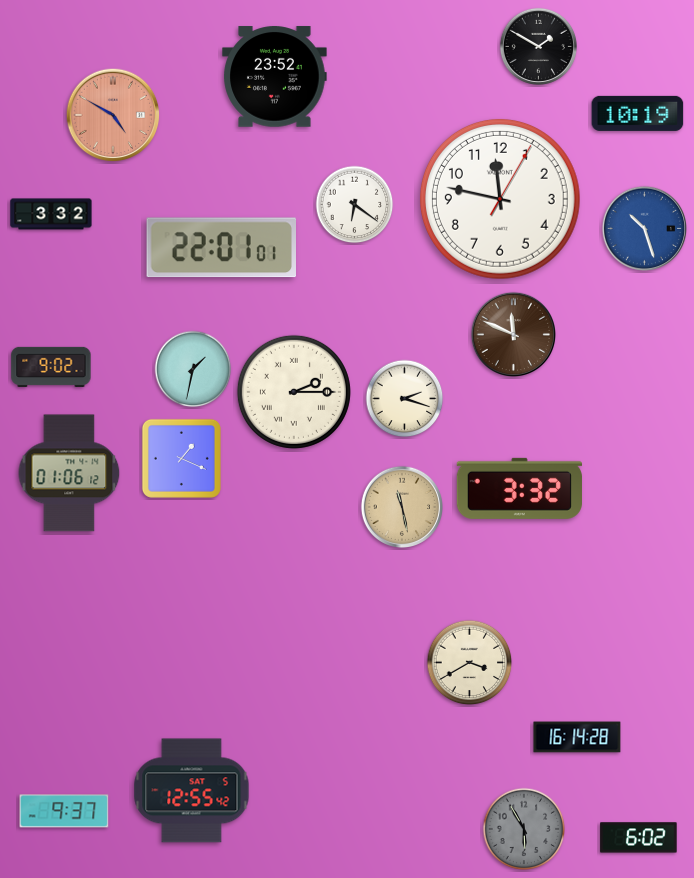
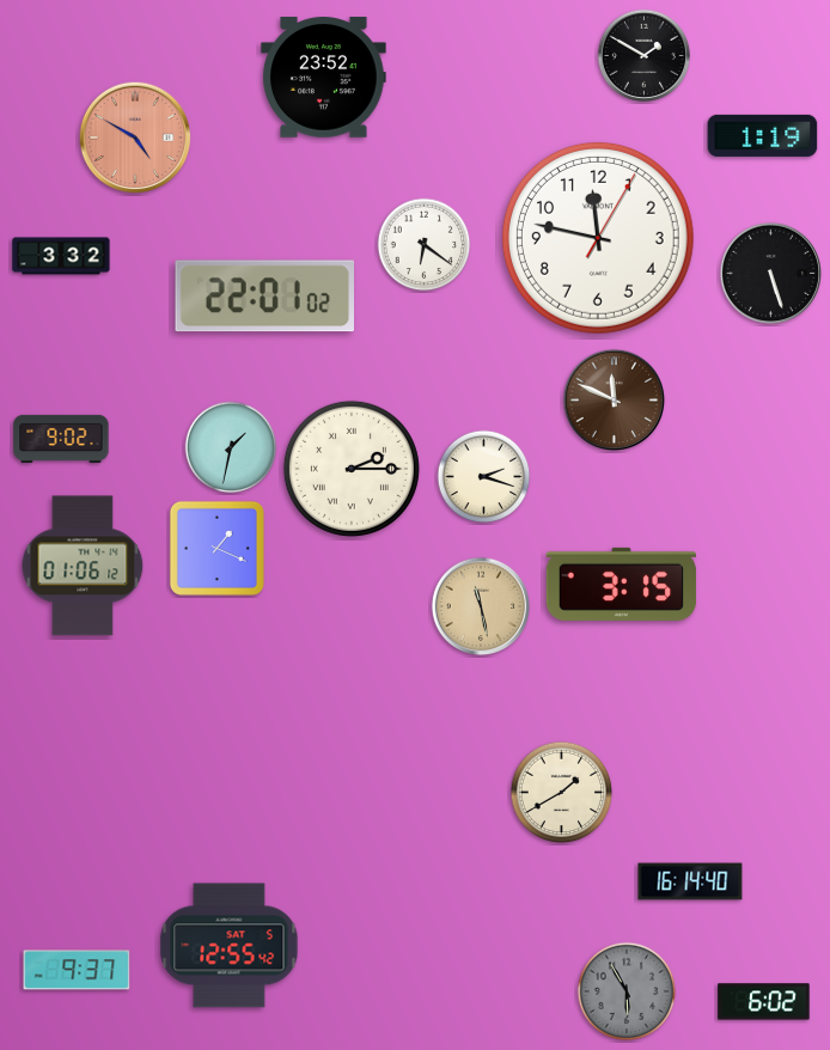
clock at (275, 77) position: (275, 77) -> (324, 78)
clock at (638, 113): 10:19 -> 1:19
clock at (644, 228): 10:27 -> 5:27
clock at (644, 228) dial: blue -> black
clock at (222, 248): 22:01:01 -> 22:01:02
clock at (193, 369) position: (193, 369) -> (231, 447)
clock at (519, 488): 3:32 -> 3:15
clock at (470, 663): 3:40 -> 1:40
clock at (577, 737): 16:14:28 -> 16:14:40
